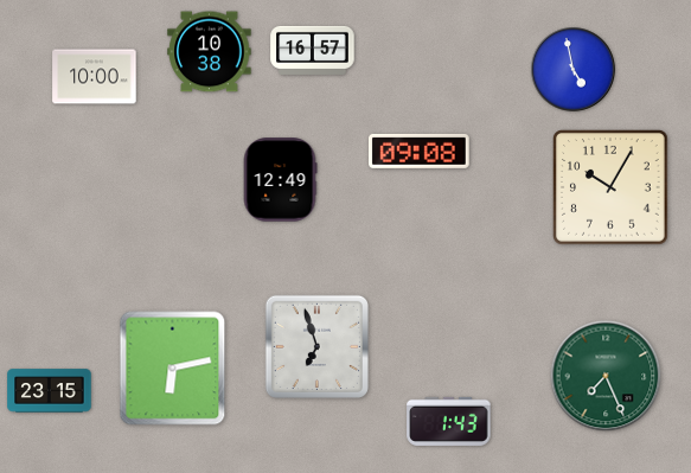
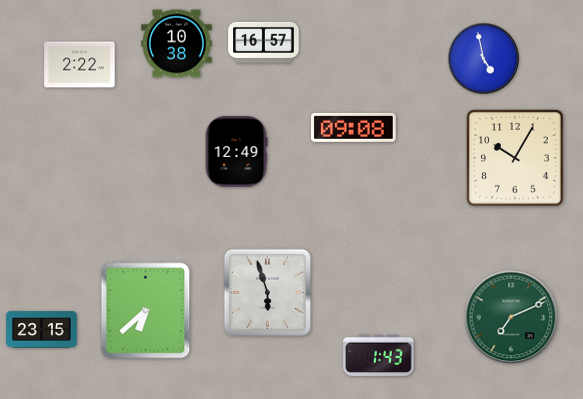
clock at (95, 77): 10:00 -> 2:22
clock at (316, 346): 6:57 -> 5:57
clock at (173, 369): 6:13 -> 6:38
clock at (606, 376): 7:26 -> 7:11
